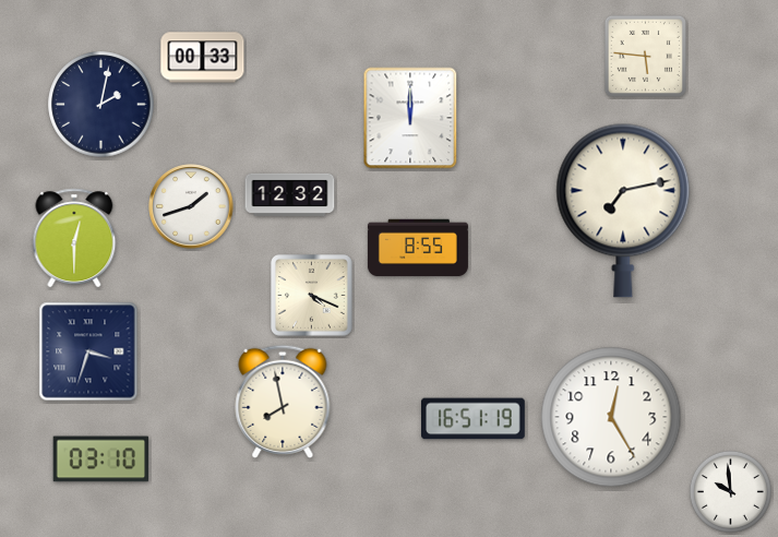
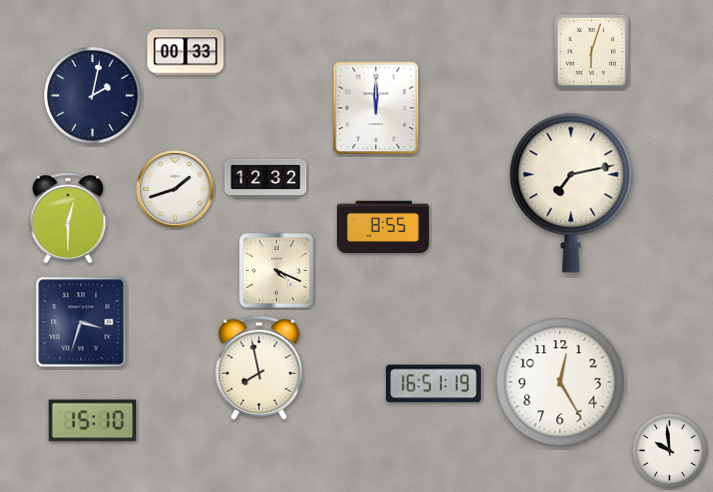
clock at (645, 56): 5:46 -> 6:03
clock at (312, 296) position: (312, 296) -> (277, 271)
clock at (101, 460): 03:10 -> 15:10
